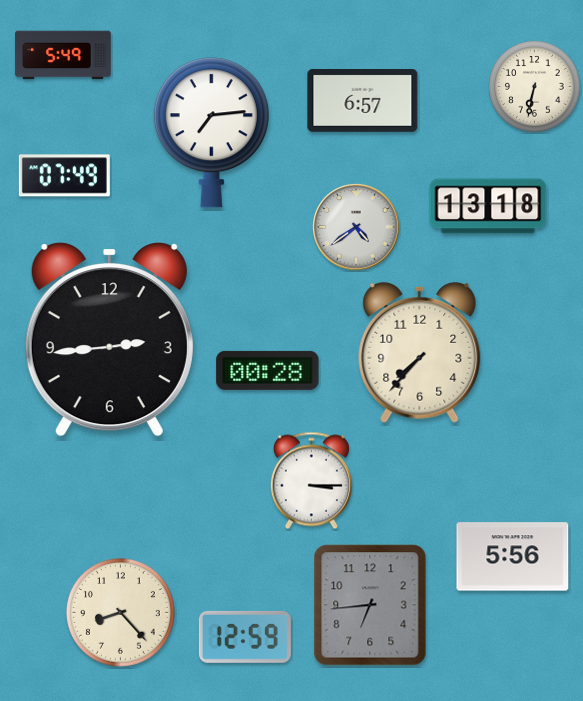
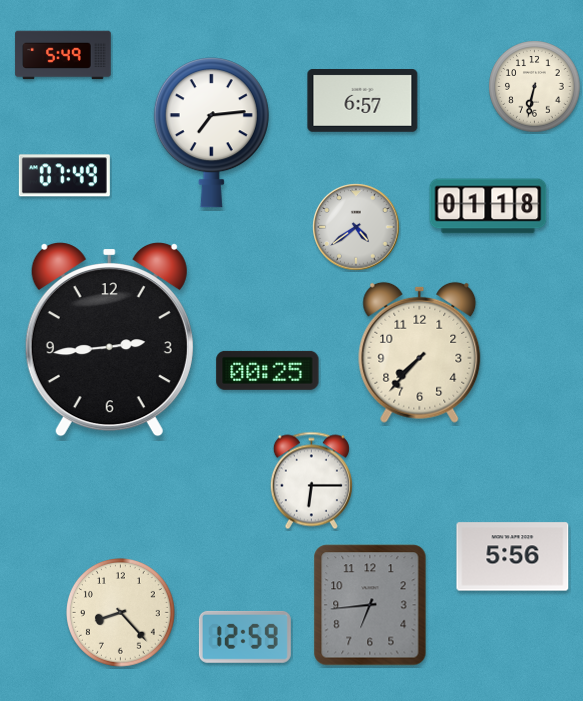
clock at (488, 206): 13:18 -> 01:18
clock at (268, 370): 00:28 -> 00:25
clock at (311, 481): 3:15 -> 6:15
